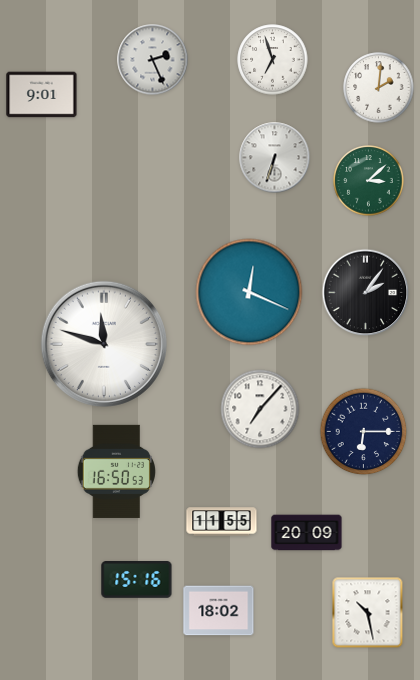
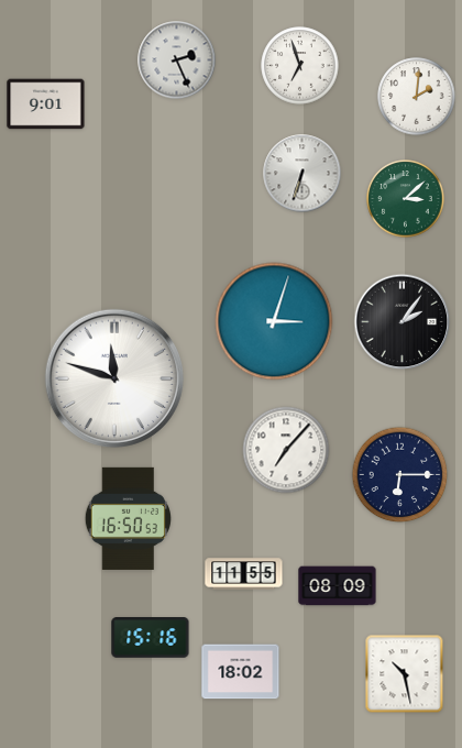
clock at (153, 60) position: (153, 60) -> (177, 61)
clock at (249, 292): 12:19 -> 3:03
clock at (307, 533): 20:09 -> 08:09
